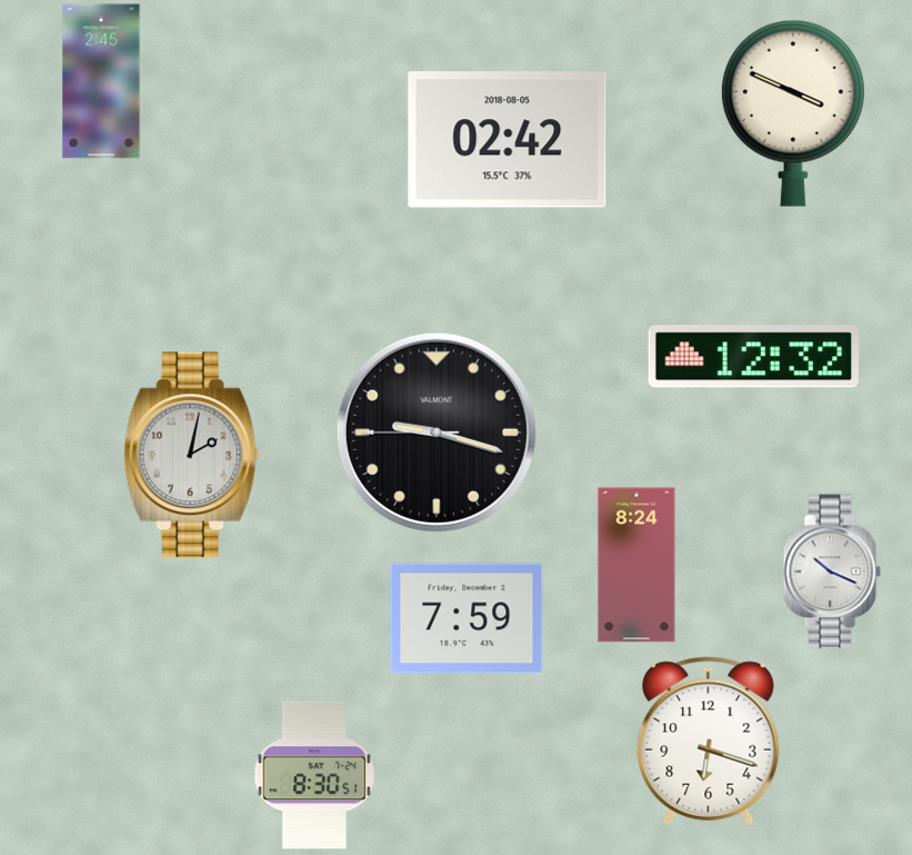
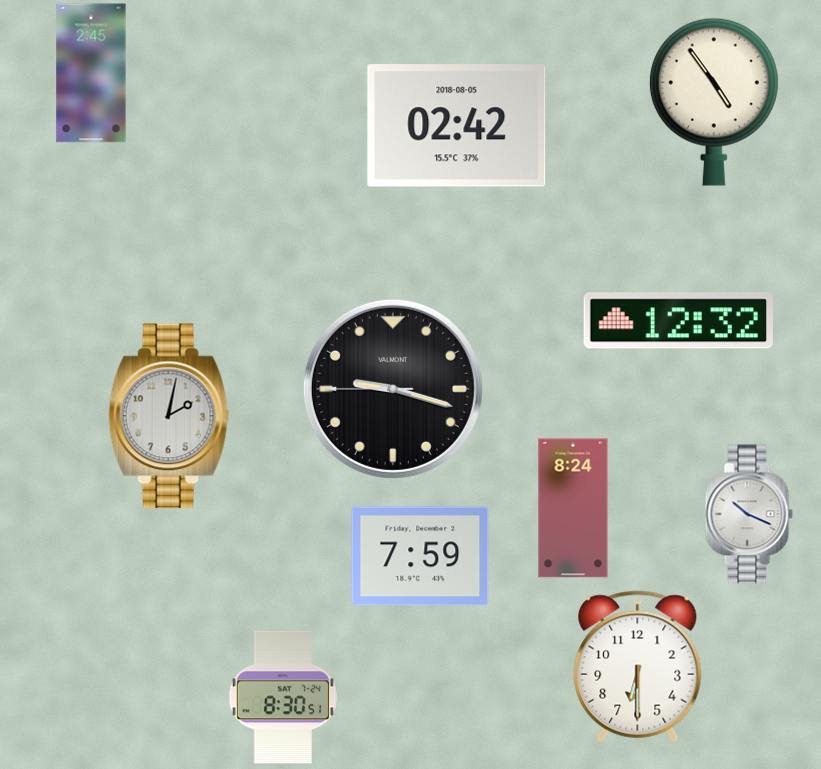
clock at (793, 113): 3:49 -> 4:54
clock at (191, 455) position: (191, 455) -> (169, 416)
clock at (709, 742): 6:18 -> 6:30
